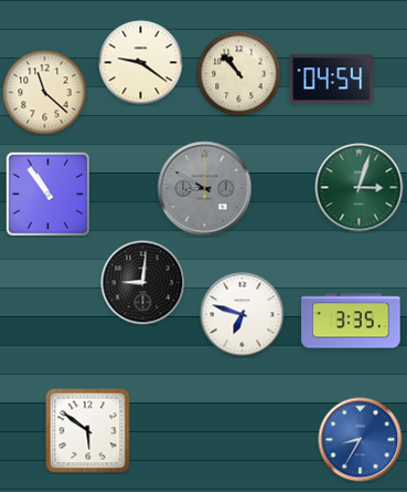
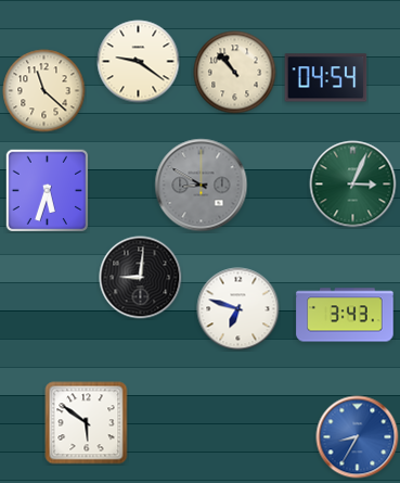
clock at (360, 188): 3:03 -> 3:04
clock at (47, 193): 10:54 -> 5:33
clock at (351, 321): 3:35 -> 3:43
clock at (361, 440) position: (361, 440) -> (358, 437)
